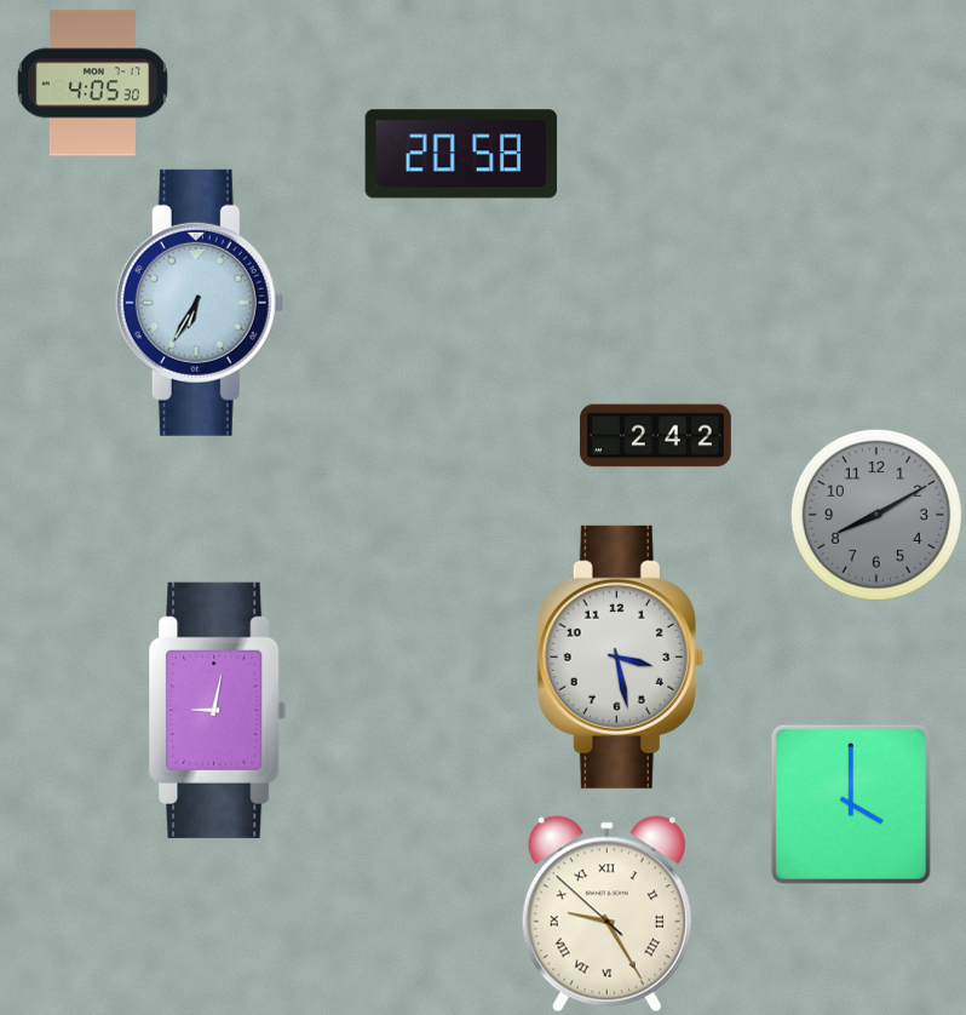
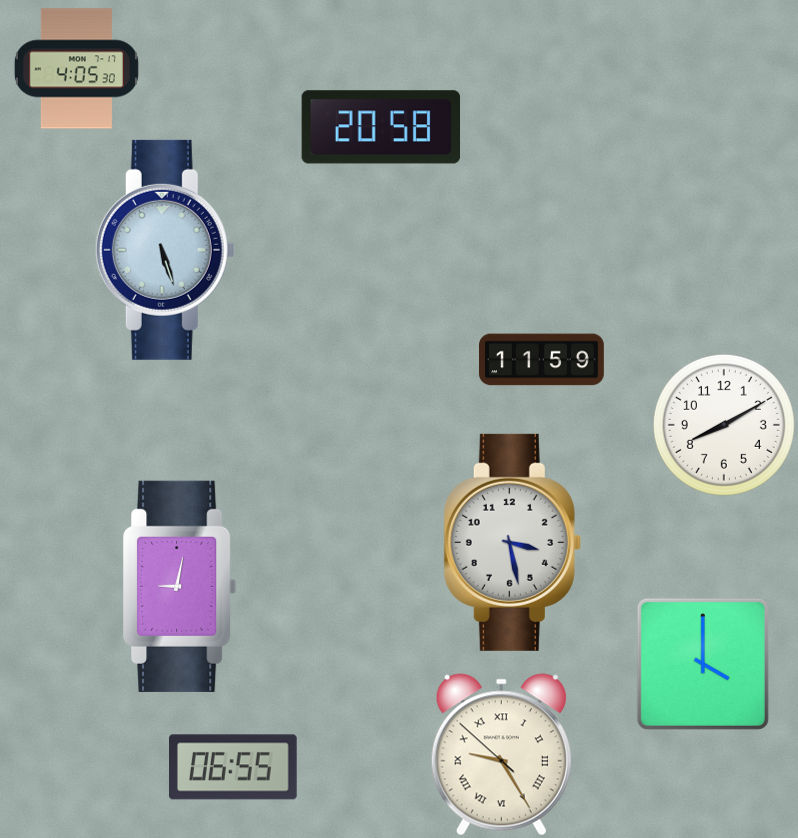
clock at (200, 303): 6:35 -> 5:27
clock at (656, 436): 2:42 -> 11:59
clock at (876, 515) dial: grey -> white
clock at (234, 767): none -> 06:55
